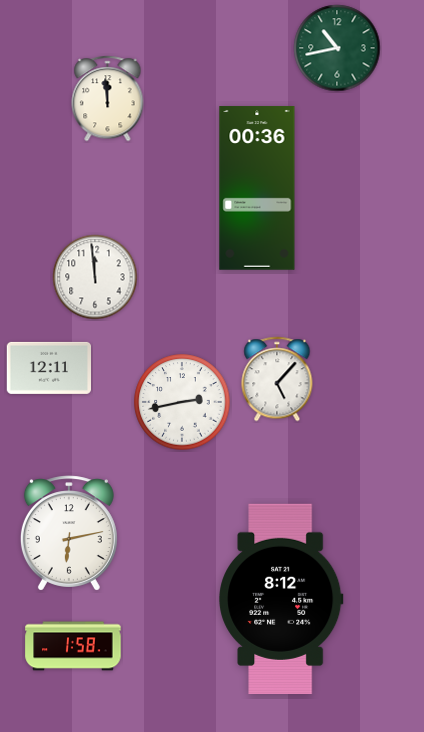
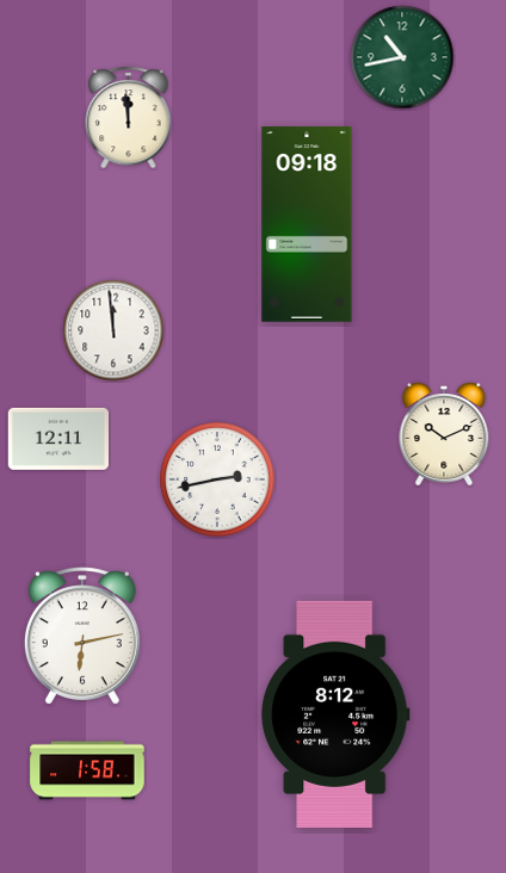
clock at (257, 188): 00:36 -> 09:18
clock at (444, 434): none -> 10:11
clock at (277, 379): 5:07 -> none
